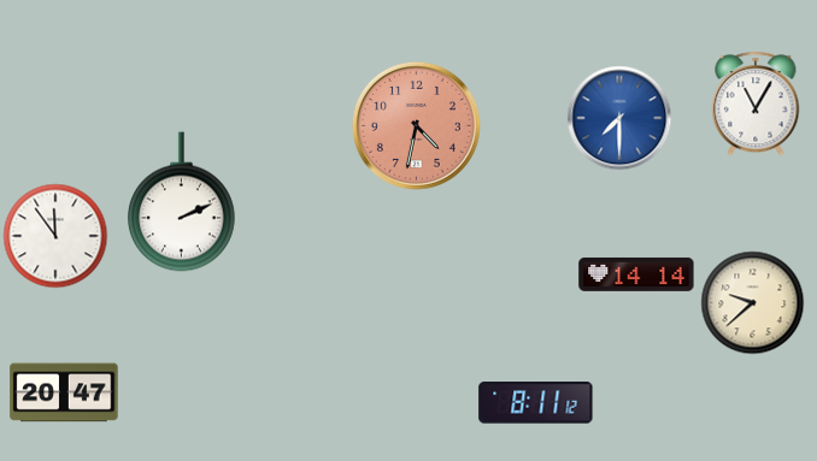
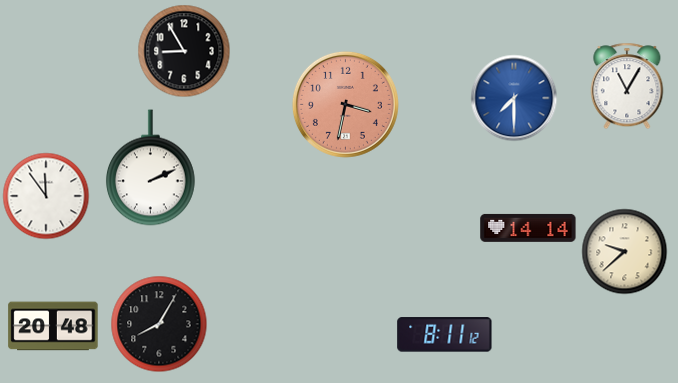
clock at (184, 51): none -> 8:55
clock at (416, 125): 4:32 -> 3:32
clock at (159, 324): none -> 8:05
clock at (64, 392): 20:47 -> 20:48
